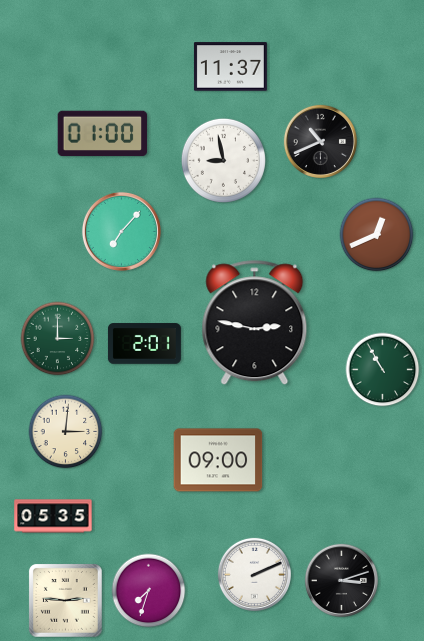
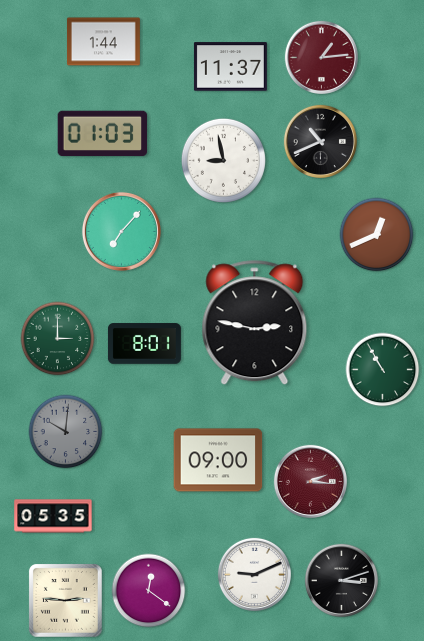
clock at (103, 42): none -> 1:44
clock at (321, 57): none -> 1:14
clock at (103, 134): 01:00 -> 01:03
clock at (144, 344): 2:01 -> 8:01
clock at (66, 432): 3:01 -> 10:01
clock at (66, 432) dial: cream -> grey
clock at (310, 481): none -> 2:16
clock at (254, 574): 2:11 -> 9:11
clock at (149, 591): 7:33 -> 12:21
